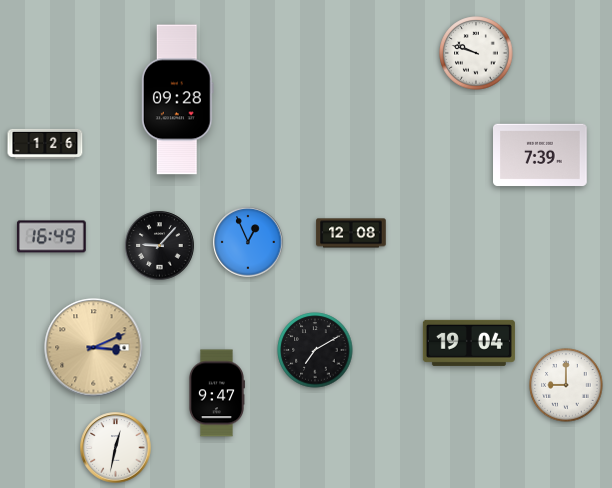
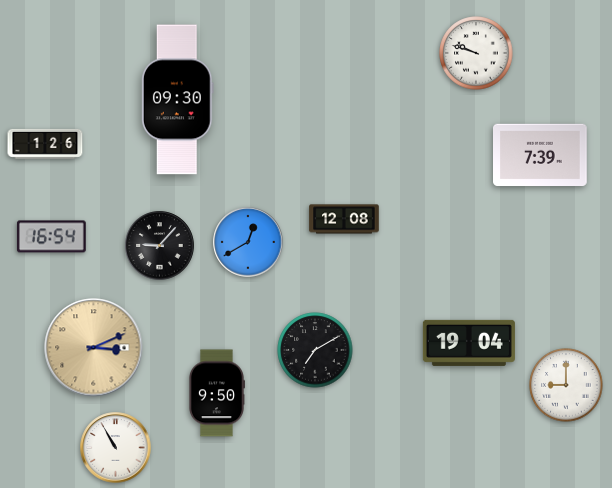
clock at (177, 100): 09:28 -> 09:30
clock at (351, 233) position: (351, 233) -> (344, 219)
clock at (51, 237): 16:49 -> 16:54
clock at (248, 242): 12:56 -> 12:40
clock at (216, 393): 9:47 -> 9:50
clock at (116, 448): 12:32 -> 10:55
